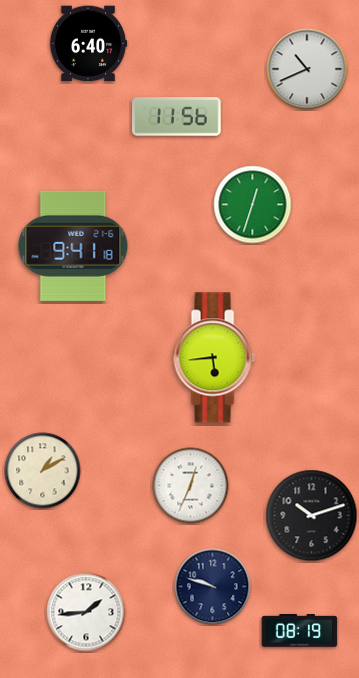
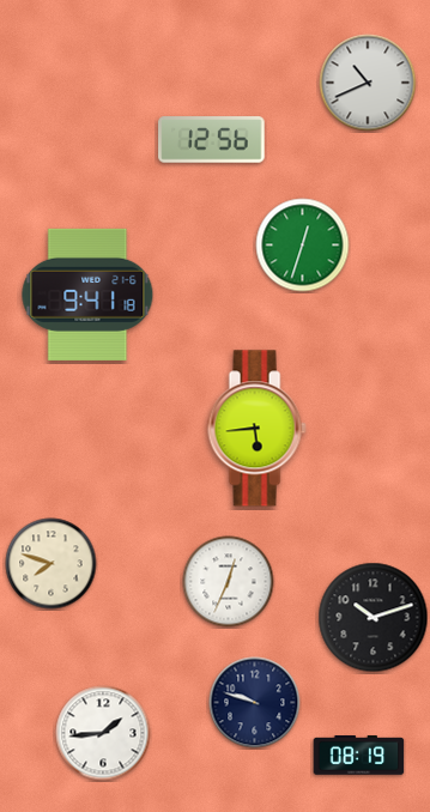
clock at (88, 44): 6:40 -> none
clock at (177, 117): 11:56 -> 12:56
clock at (43, 471): 1:10 -> 7:48
